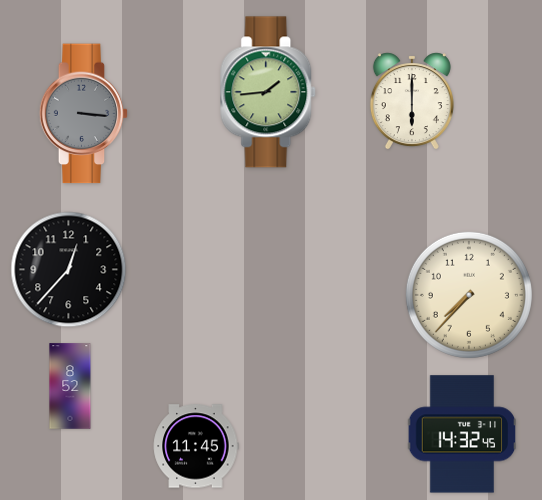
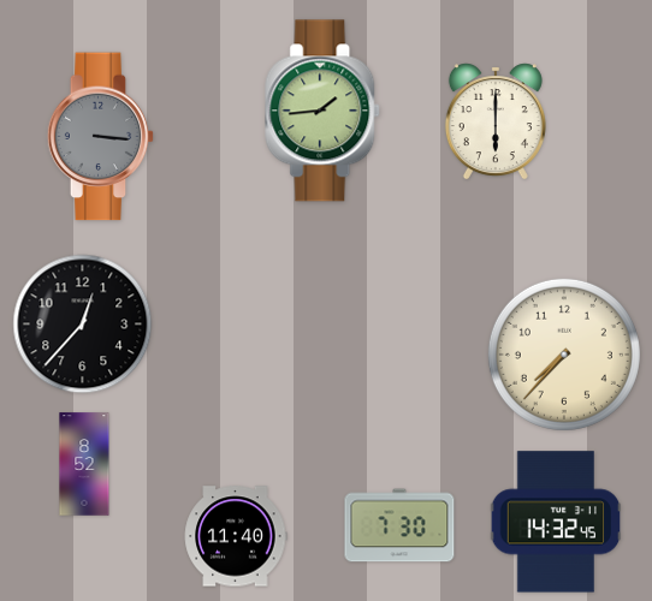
clock at (399, 525): none -> 7:30
clock at (196, 446): 11:45 -> 11:40
